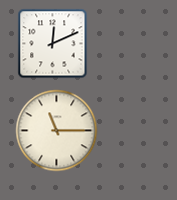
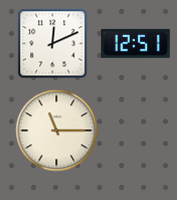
clock at (135, 43): none -> 12:51
